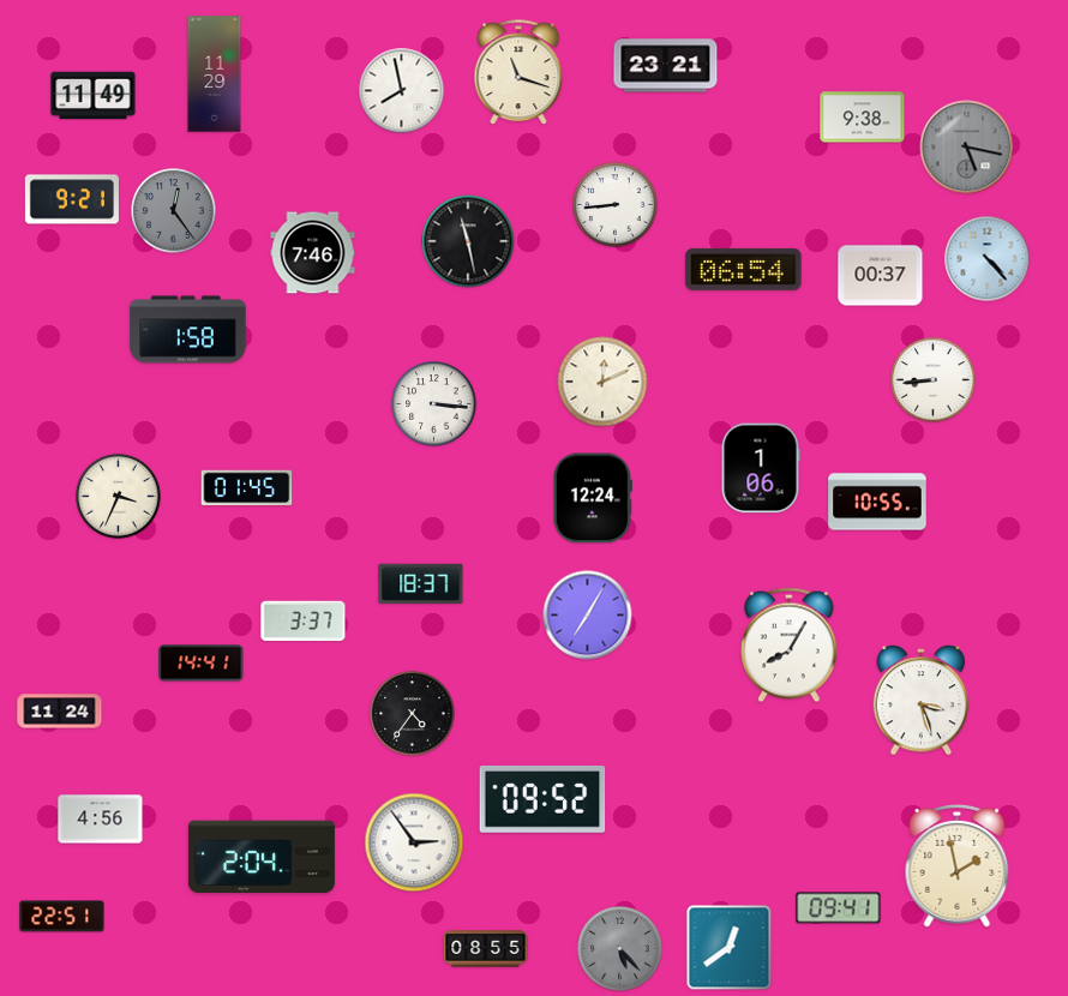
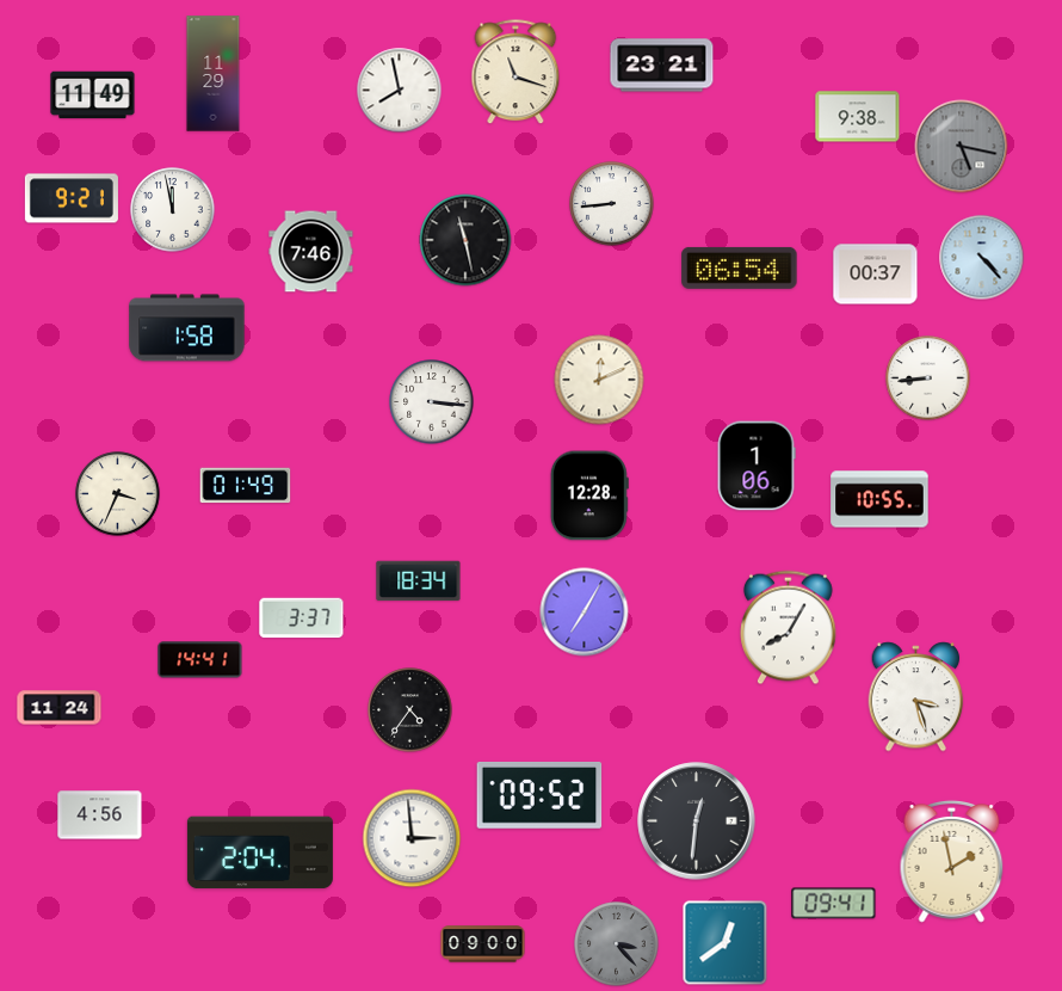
clock at (174, 211): 12:24 -> 11:58
clock at (174, 211) dial: grey -> white
clock at (247, 488): 01:45 -> 01:49
clock at (593, 498): 12:24 -> 12:28
clock at (877, 502) position: (877, 502) -> (879, 499)
clock at (421, 584): 18:37 -> 18:34
clock at (790, 646) position: (790, 646) -> (789, 628)
clock at (697, 821): none -> 12:31
clock at (414, 842): 2:54 -> 2:59
clock at (62, 917): 22:51 -> none
clock at (486, 949): 08:55 -> 09:00
clock at (620, 949): 5:23 -> 3:23
